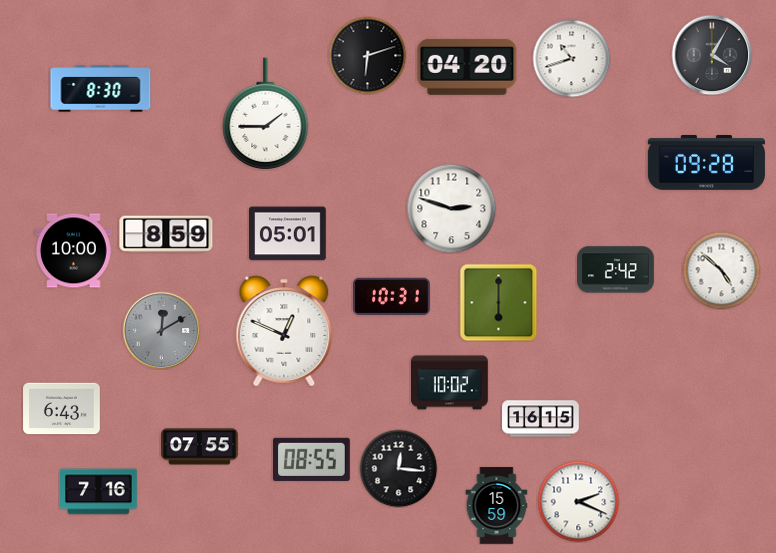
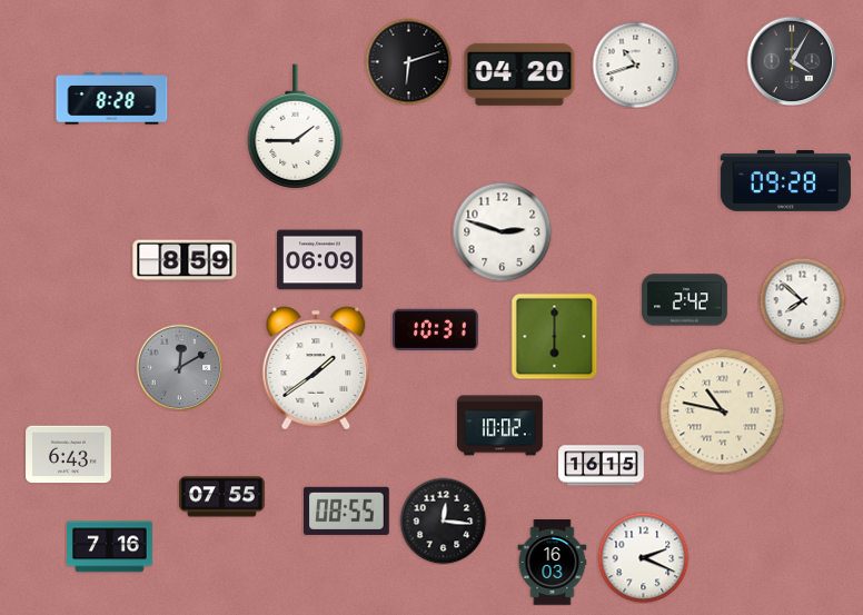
clock at (101, 89): 8:30 -> 8:28
clock at (288, 234): 05:01 -> 06:09
clock at (74, 251): 10:00 -> none
clock at (721, 270): 4:52 -> 7:52
clock at (284, 331): 12:49 -> 1:39
clock at (723, 411): none -> 10:47
clock at (497, 506): 15:59 -> 16:03
